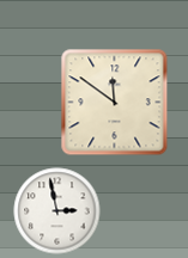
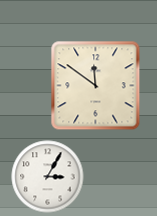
clock at (57, 211): 2:58 -> 3:05
